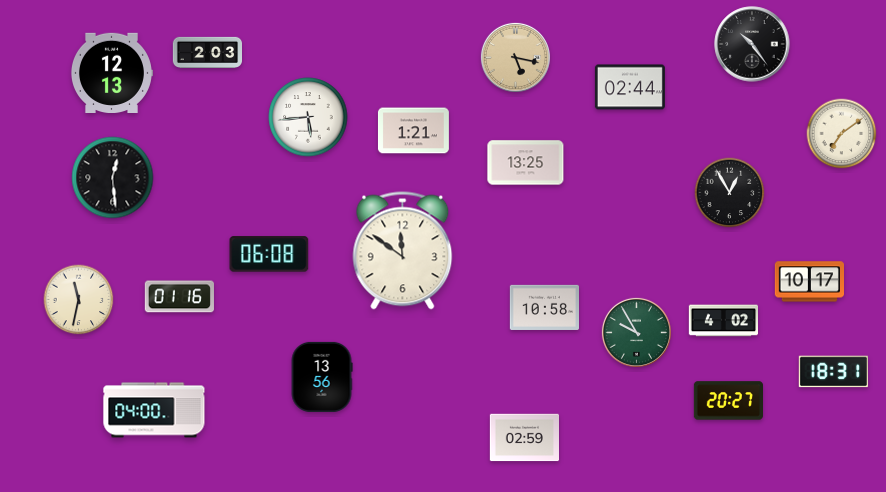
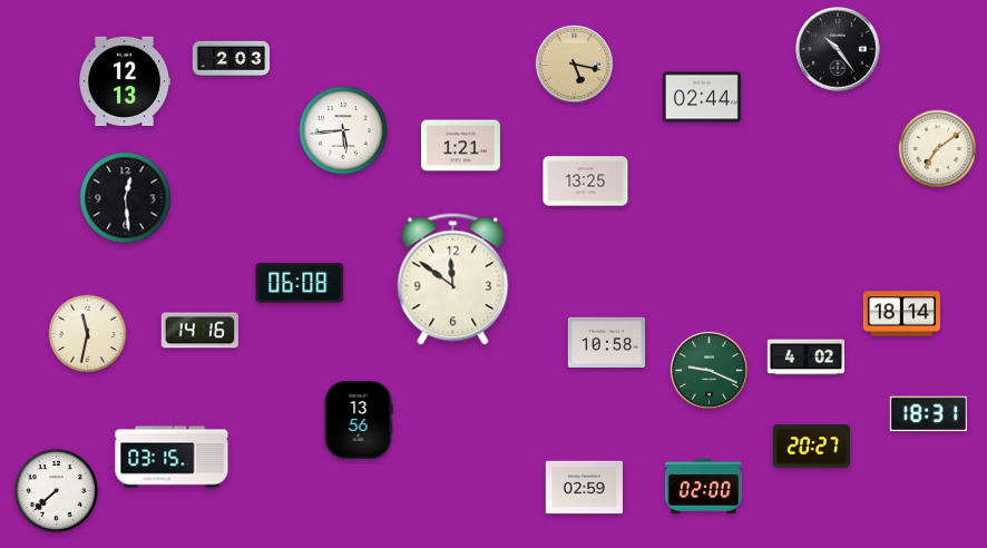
clock at (730, 193): 12:55 -> none
clock at (403, 251) position: (403, 251) -> (453, 280)
clock at (809, 282): 10:17 -> 18:14
clock at (179, 297): 01:16 -> 14:16
clock at (636, 332): 9:55 -> 9:19
clock at (154, 410): 04:00 -> 03:15
clock at (703, 486): none -> 02:00
clock at (56, 490): none -> 7:38
